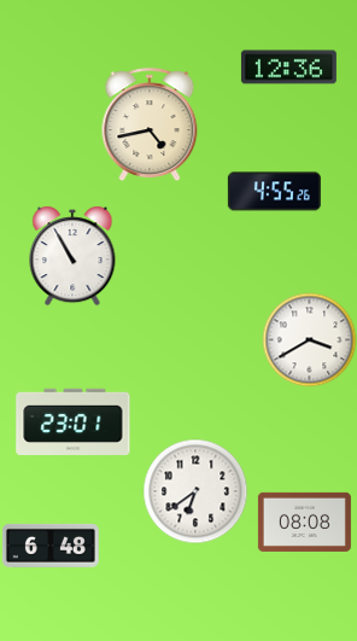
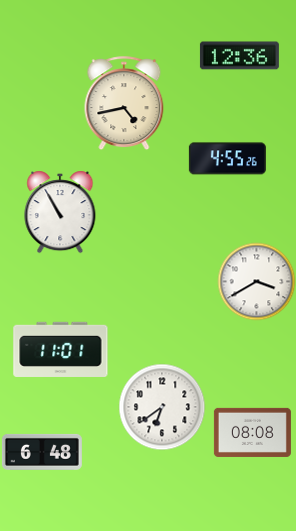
clock at (74, 421): 23:01 -> 11:01
